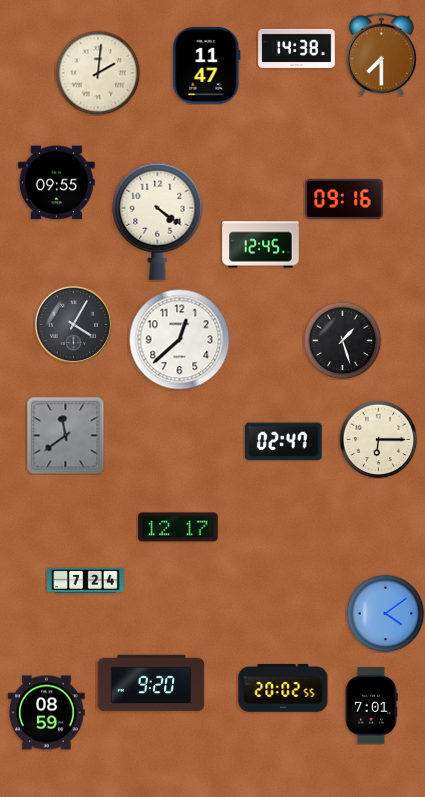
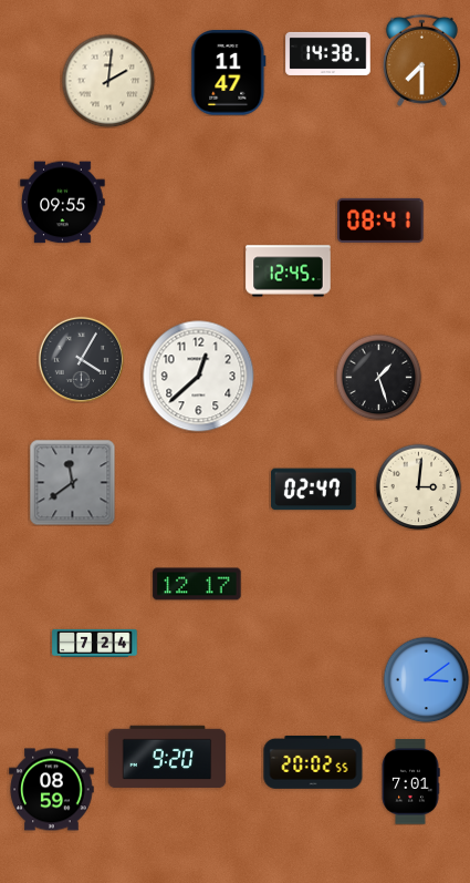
clock at (344, 199): 09:16 -> 08:41
clock at (158, 221): 4:21 -> none
clock at (378, 439): 6:15 -> 3:01
clock at (385, 613): 4:09 -> 3:09
